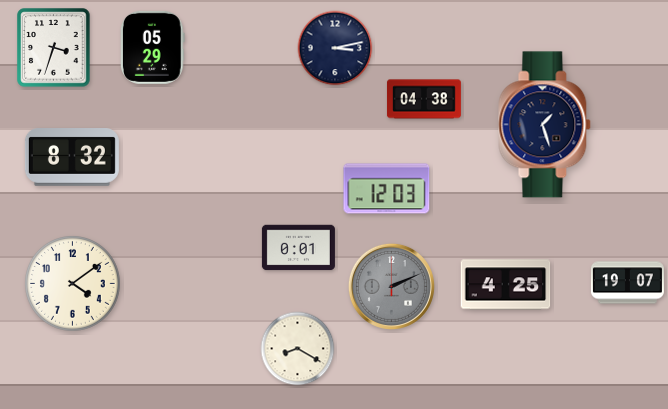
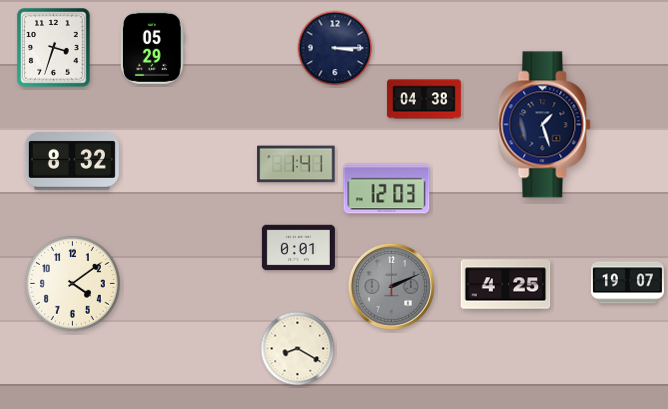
clock at (335, 48): 3:13 -> 3:15
clock at (72, 158) position: (72, 158) -> (72, 162)
clock at (296, 164): none -> 1:41
